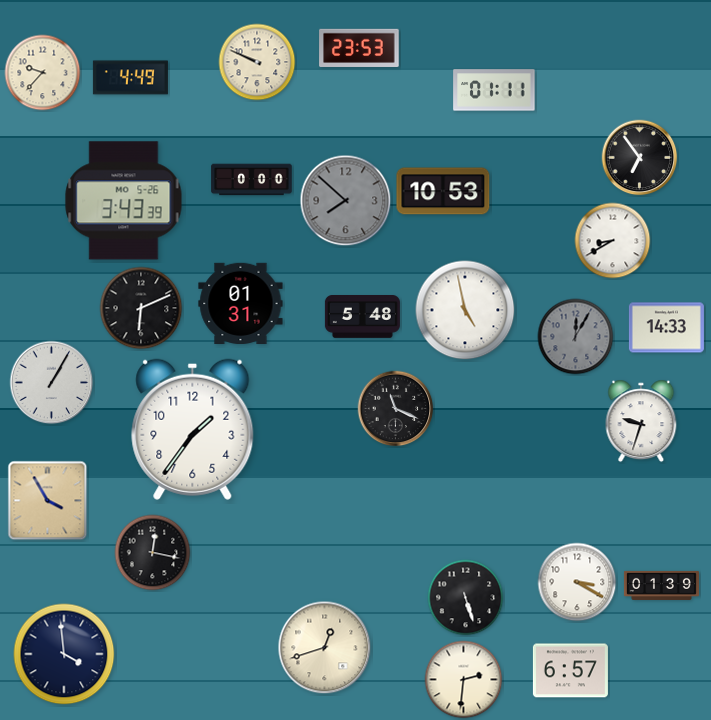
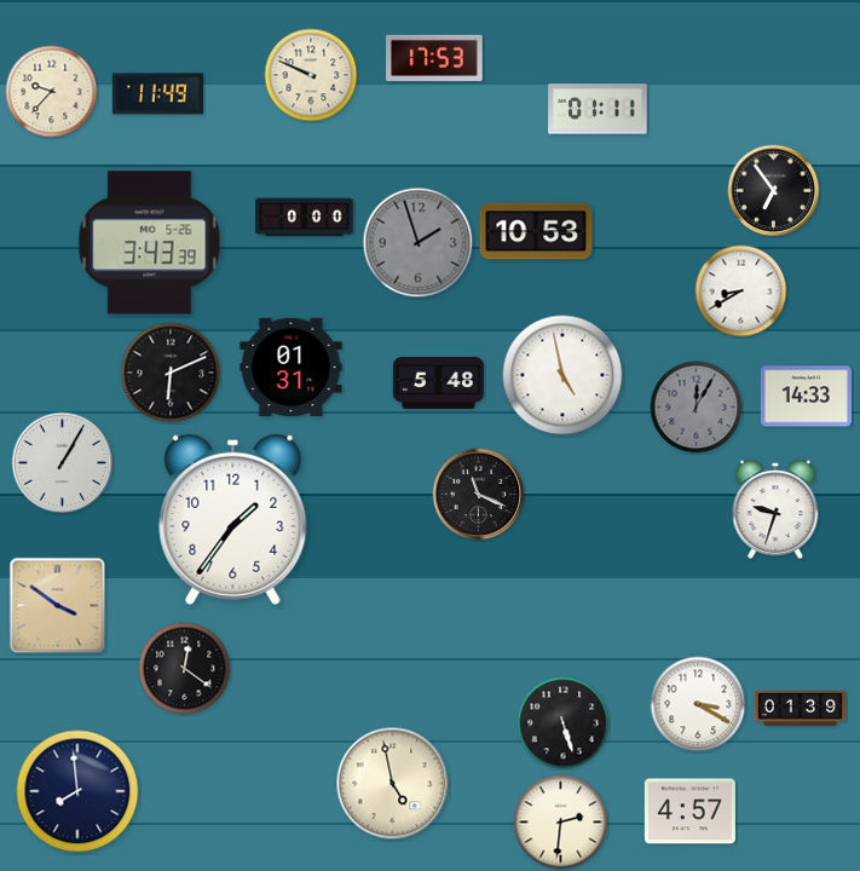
clock at (359, 48): 23:53 -> 17:53
clock at (43, 73) position: (43, 73) -> (52, 92)
clock at (130, 78): 4:49 -> 11:49
clock at (346, 201): 7:52 -> 1:57
clock at (48, 501): 3:55 -> 3:51
clock at (153, 553): 12:17 -> 12:21
clock at (325, 648): 12:42 -> 4:58
clock at (64, 654): 3:59 -> 7:59
clock at (570, 671): 6:57 -> 4:57
